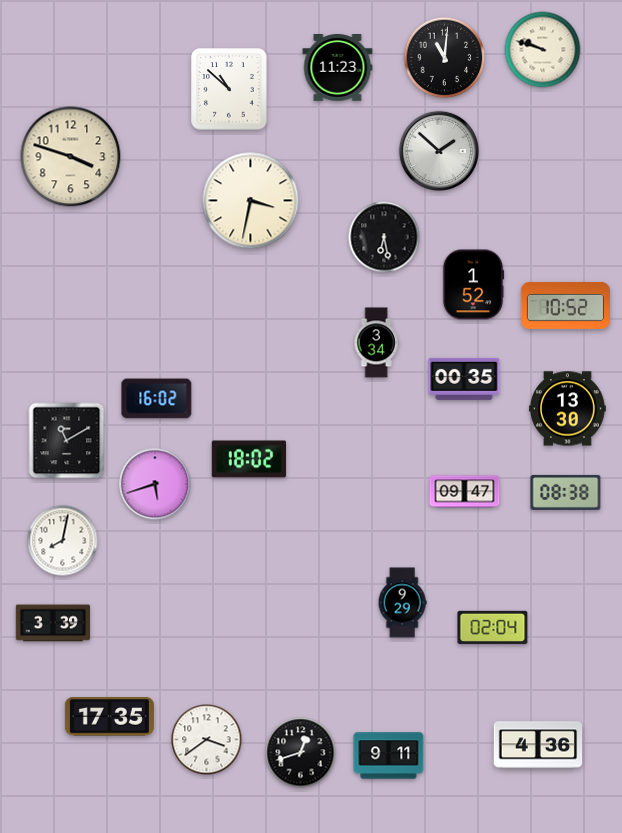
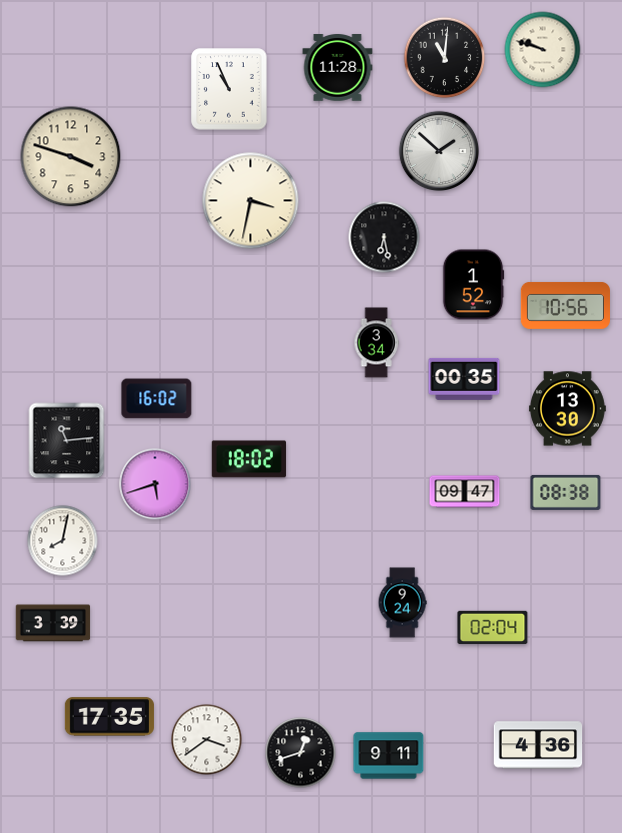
clock at (338, 68): 11:23 -> 11:28
clock at (229, 89): 10:52 -> 10:56
clock at (565, 305): 10:52 -> 10:56
clock at (67, 441): 11:10 -> 11:14
clock at (402, 603): 9:29 -> 9:24
